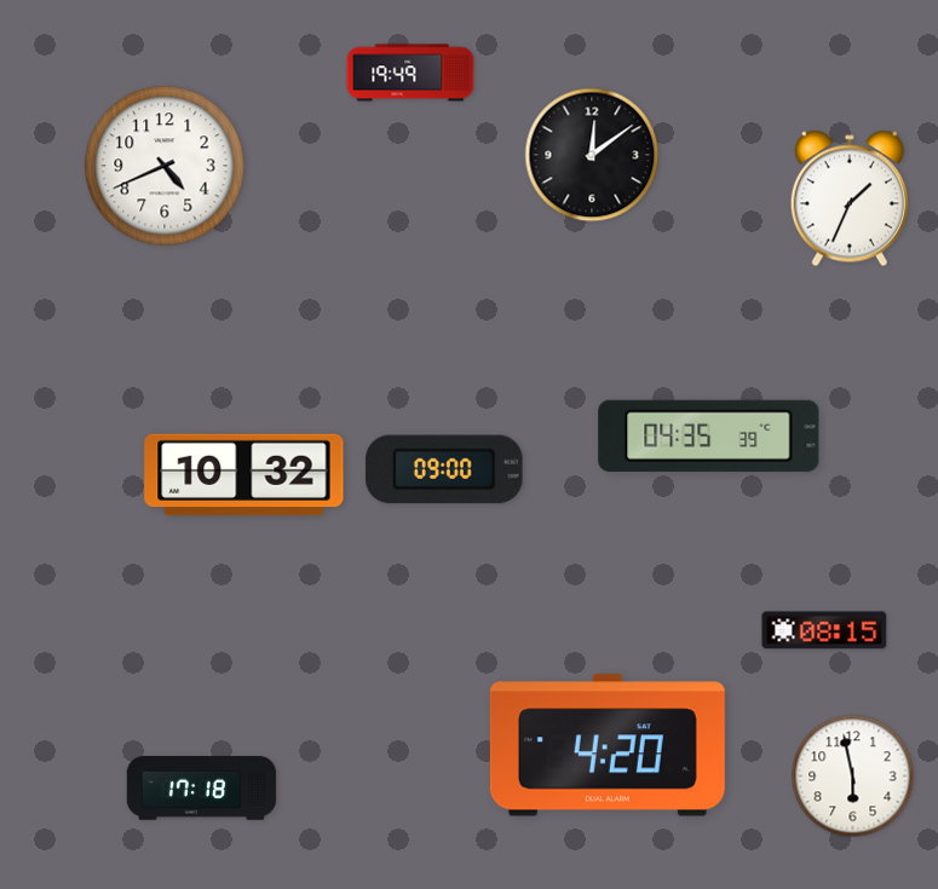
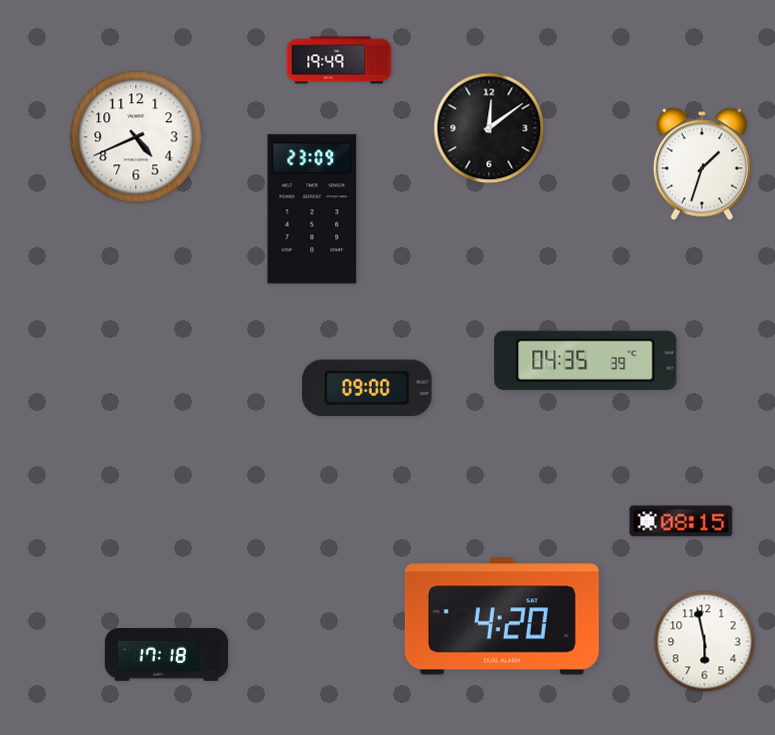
clock at (850, 198): 1:34 -> 1:33
clock at (312, 209): none -> 23:09
clock at (244, 475): 10:32 -> none
clock at (202, 789) position: (202, 789) -> (167, 655)
